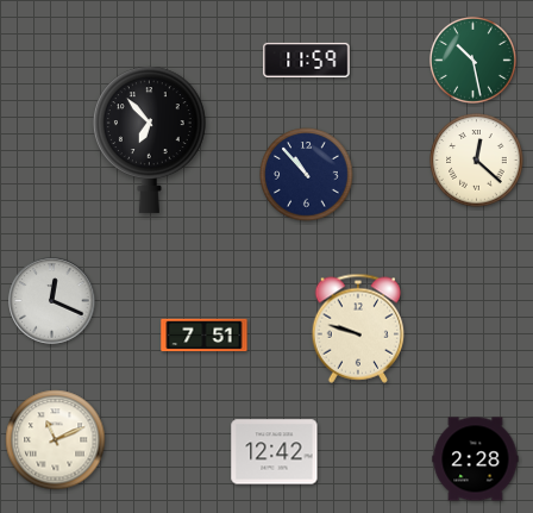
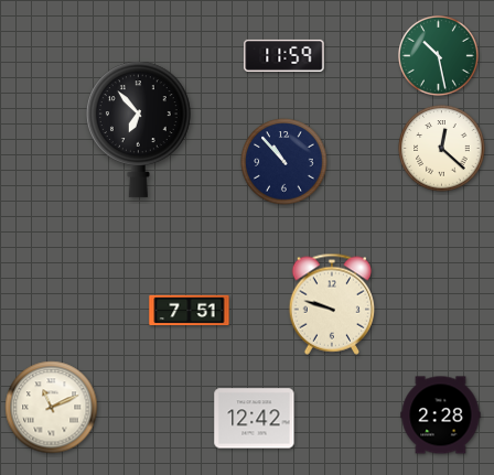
clock at (52, 301): 12:19 -> none
clock at (476, 459) position: (476, 459) -> (441, 415)
